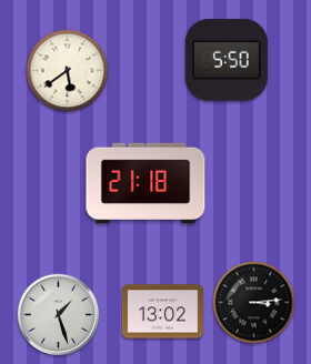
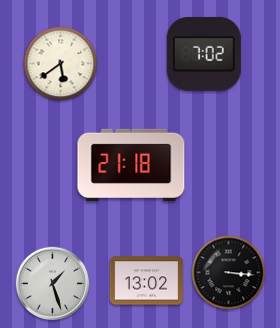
clock at (227, 60): 5:50 -> 7:02
clock at (254, 303): 3:14 -> 3:16
